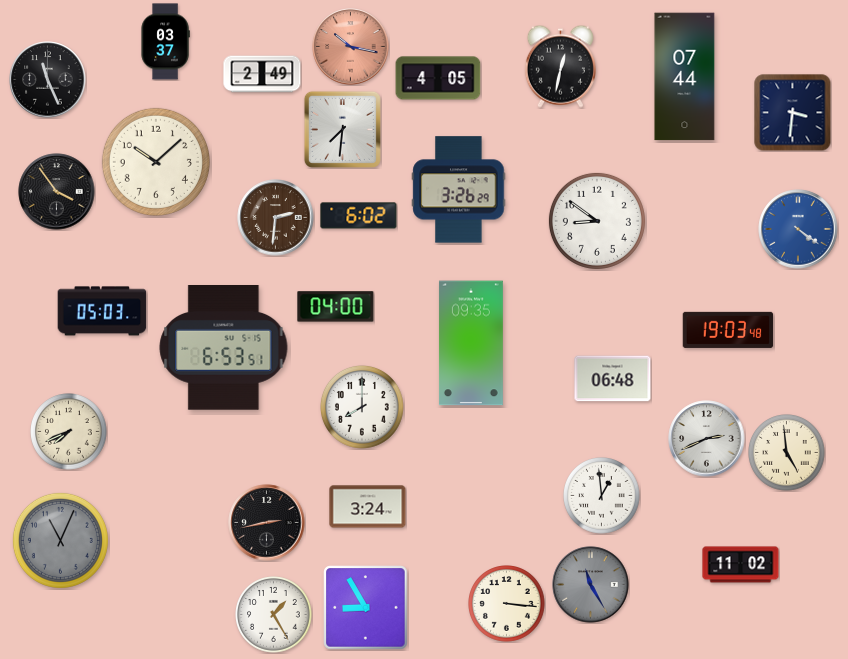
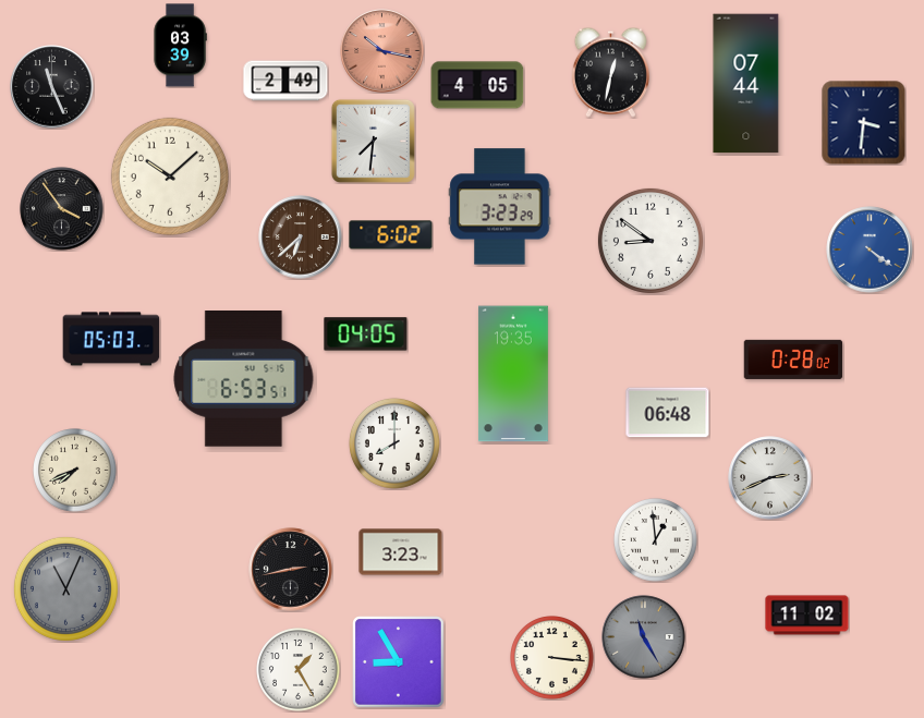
clock at (165, 42): 03:37 -> 03:39
clock at (459, 190): 3:26 -> 3:23
clock at (276, 218): 2:31 -> 6:38
clock at (336, 307): 04:00 -> 04:05
clock at (728, 330): 19:03 -> 0:28
clock at (471, 343): 09:35 -> 19:35
clock at (787, 453): 4:59 -> none
clock at (368, 507): 3:24 -> 3:23
